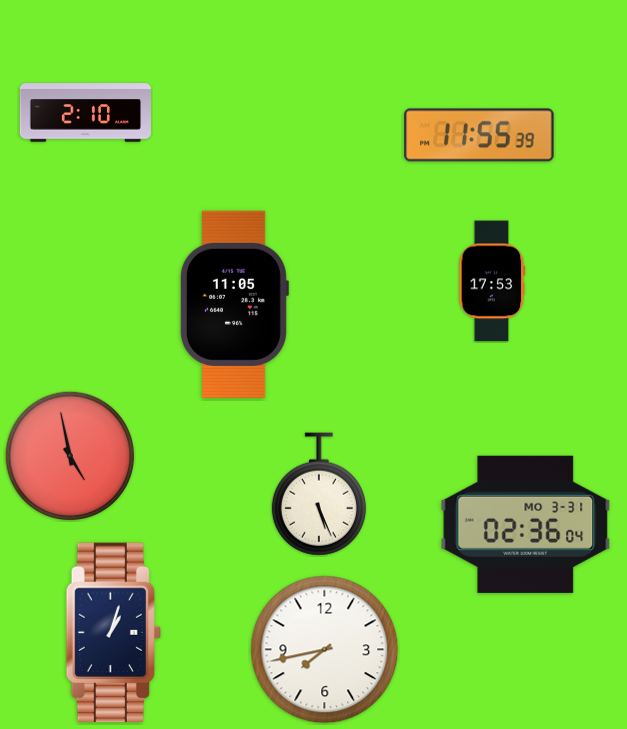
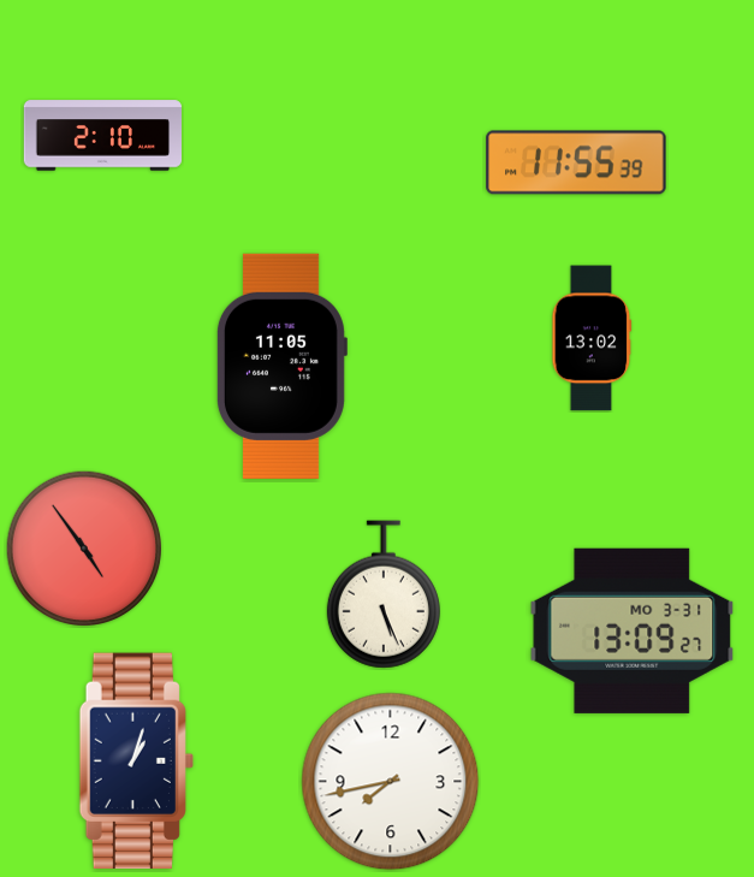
clock at (492, 281): 17:53 -> 13:02
clock at (69, 455): 4:58 -> 4:54
clock at (526, 524): 02:36 -> 13:09
